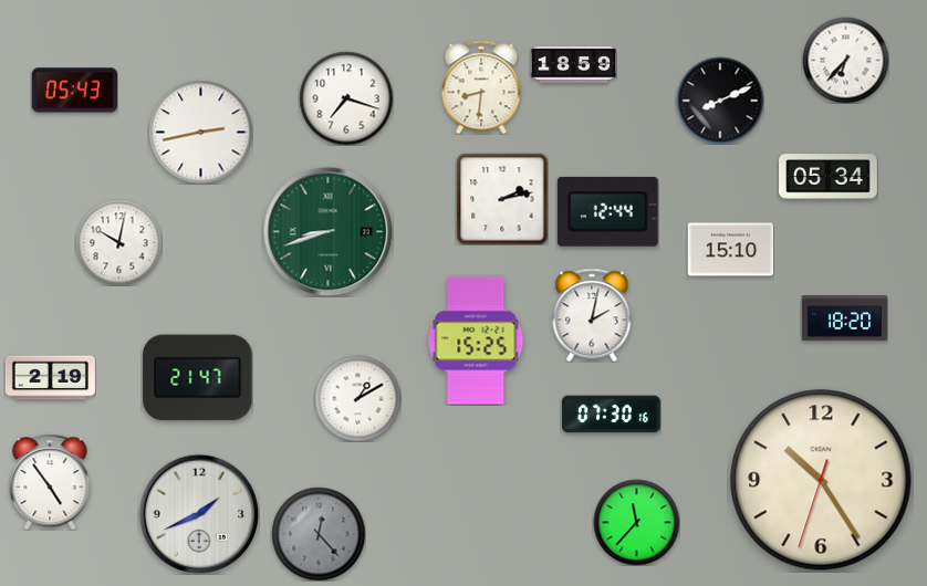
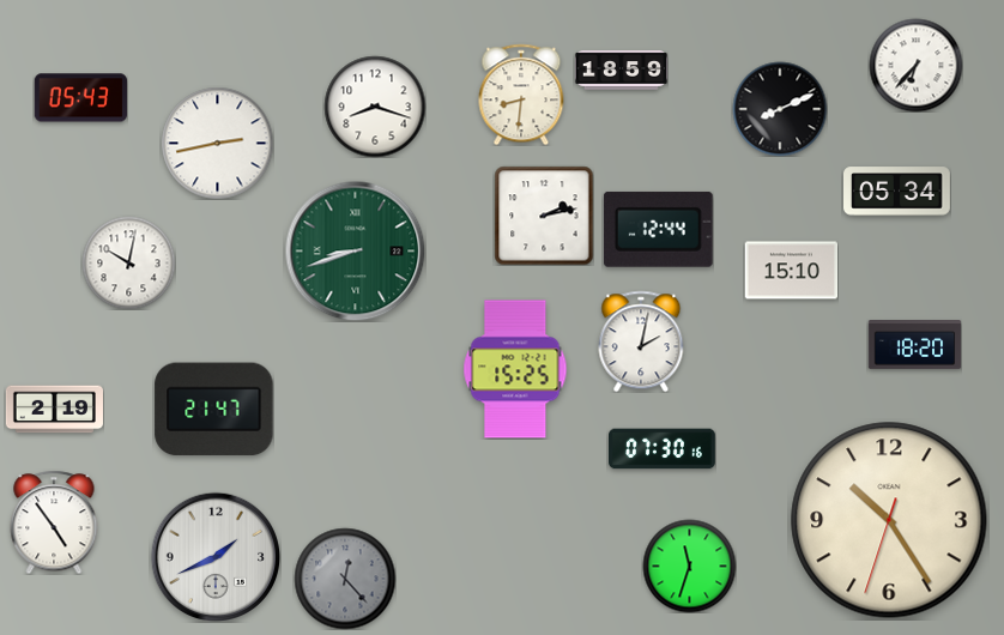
clock at (346, 98): 7:18 -> 8:18
clock at (357, 398): 1:10 -> none
clock at (636, 522): 11:37 -> 11:33
